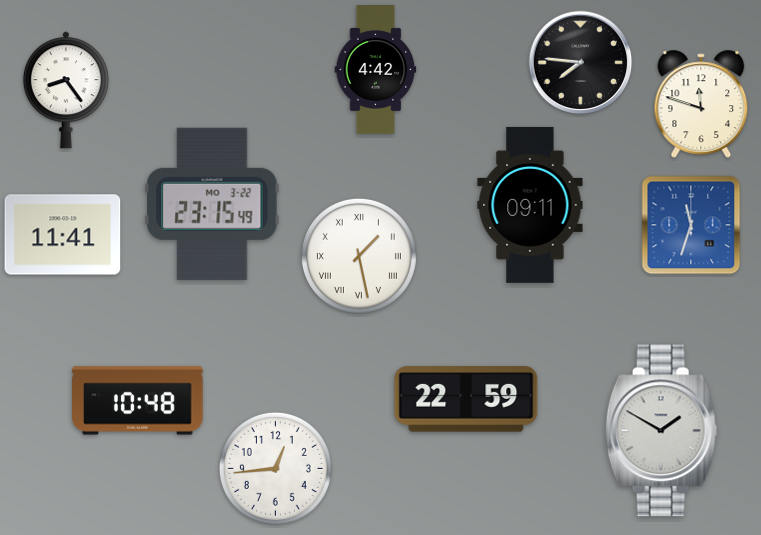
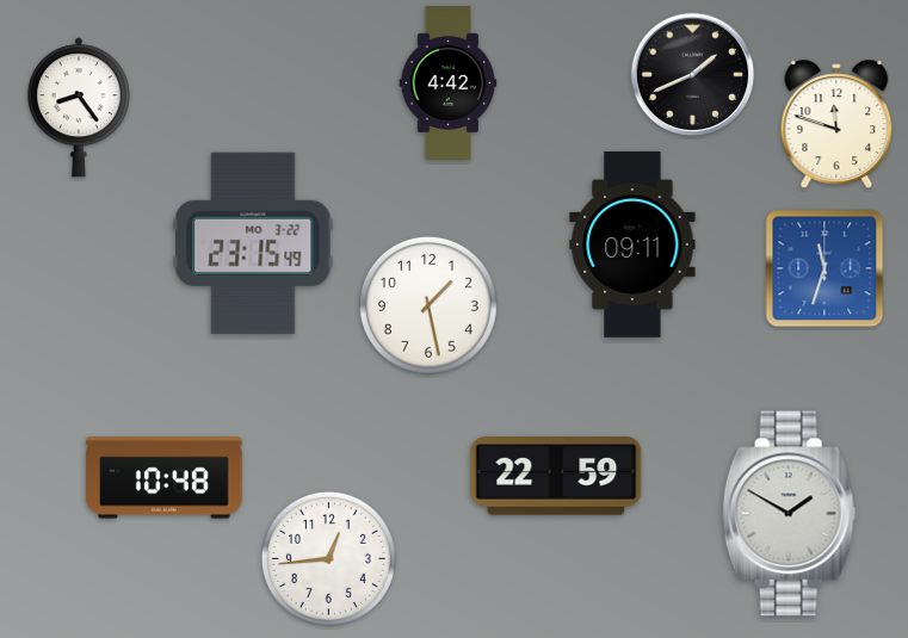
clock at (581, 63): 7:46 -> 1:41
clock at (63, 235): 11:41 -> none
clock at (359, 256) numerals: Roman -> Arabic
